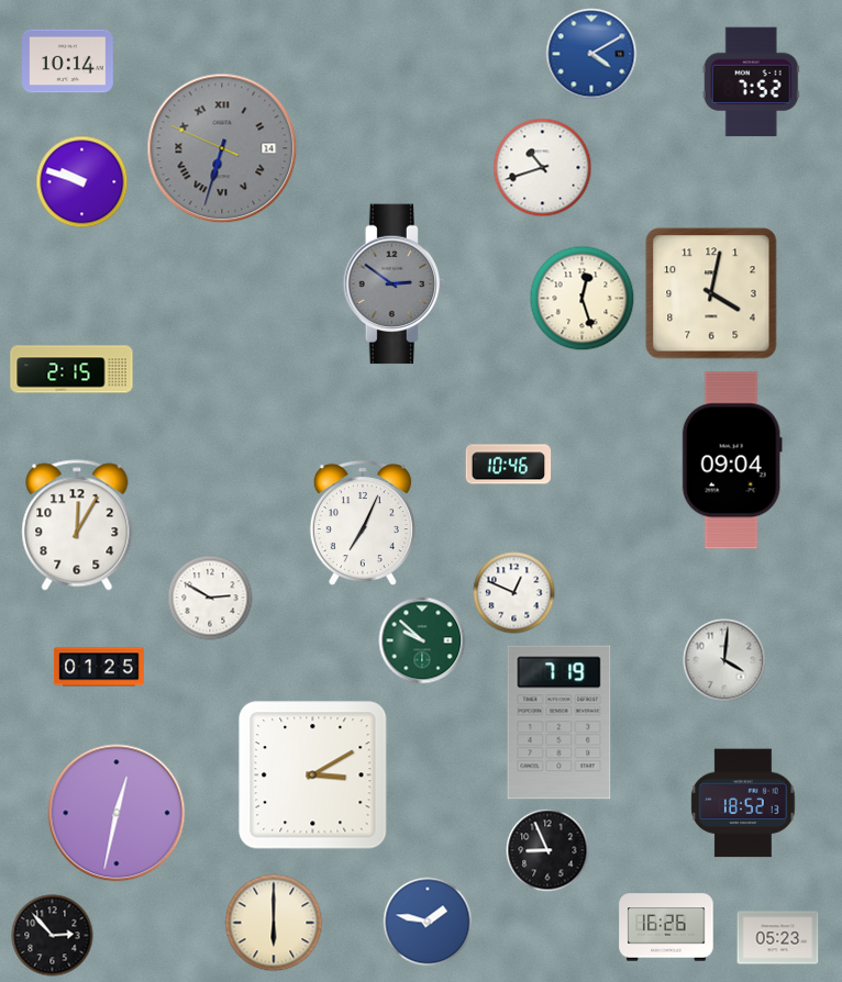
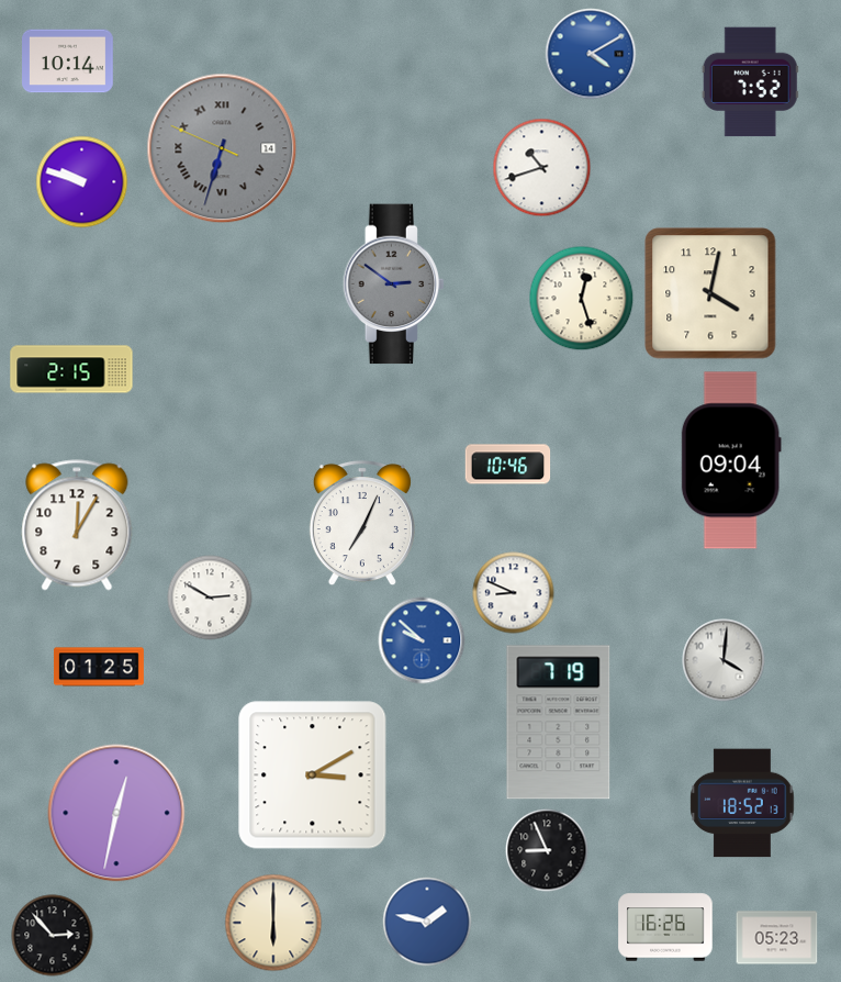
clock at (514, 593): 12:49 -> 8:49
clock at (422, 640) dial: green -> blue
